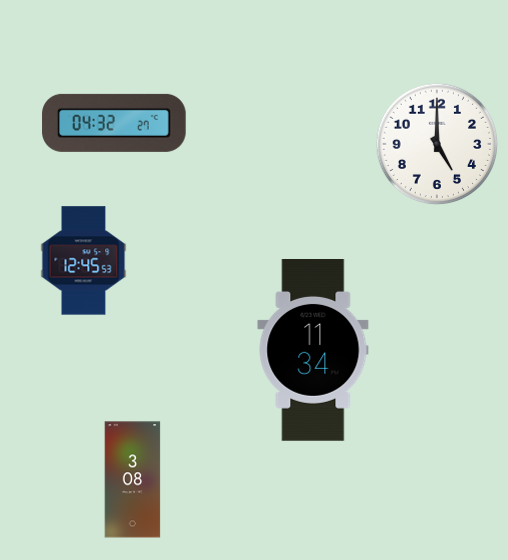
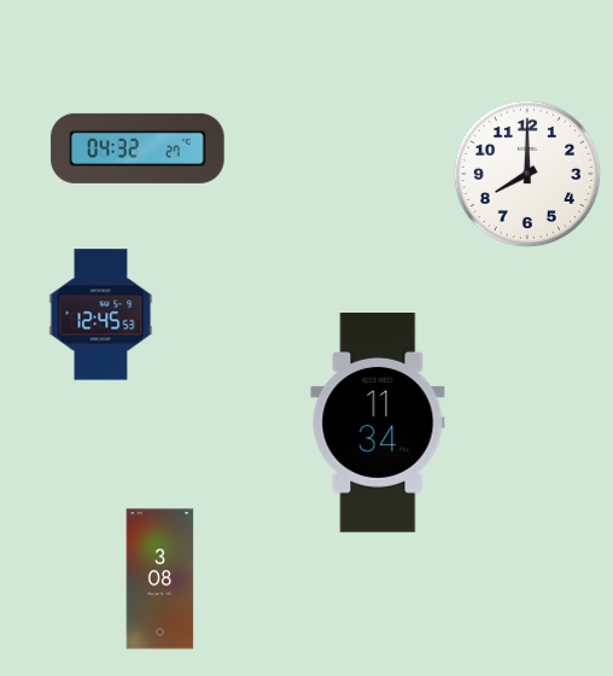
clock at (437, 144): 5:00 -> 8:00
